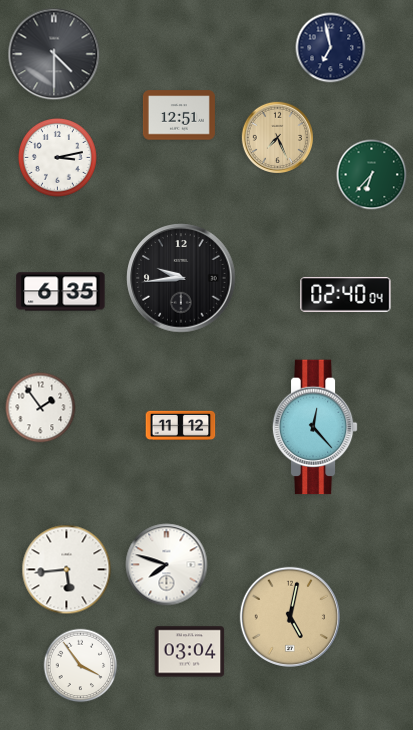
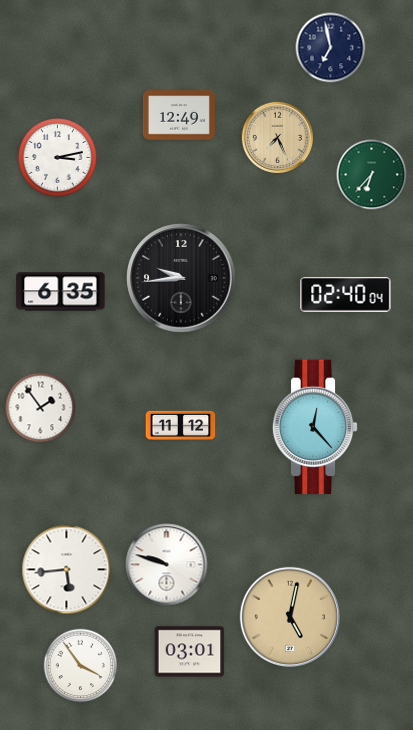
clock at (54, 54): 4:30 -> none
clock at (179, 115): 12:51 -> 12:49
clock at (167, 565): 7:48 -> 9:48
clock at (190, 652): 03:04 -> 03:01
